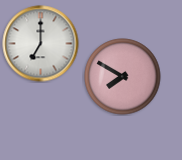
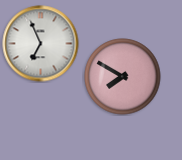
clock at (41, 44): 7:00 -> 6:56
